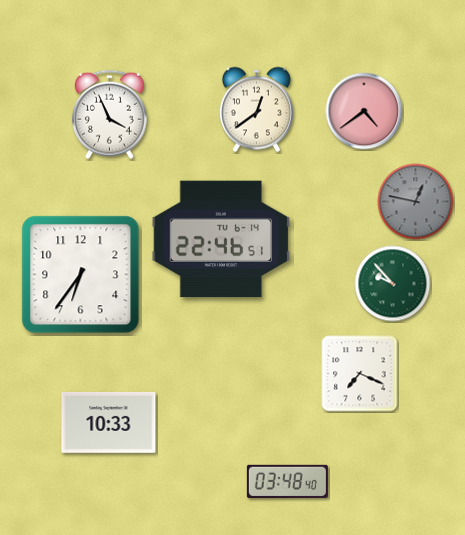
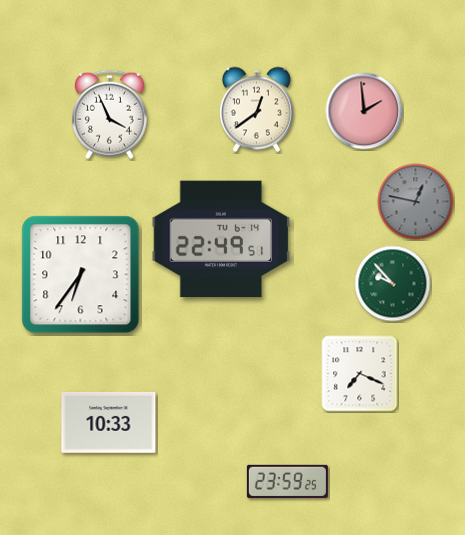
clock at (364, 111): 4:39 -> 1:59
clock at (221, 239): 22:46 -> 22:49
clock at (287, 481): 03:48 -> 23:59
